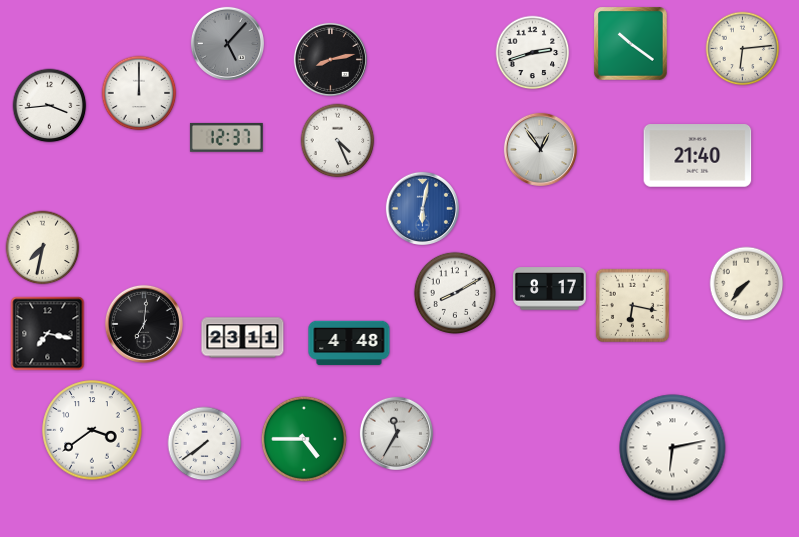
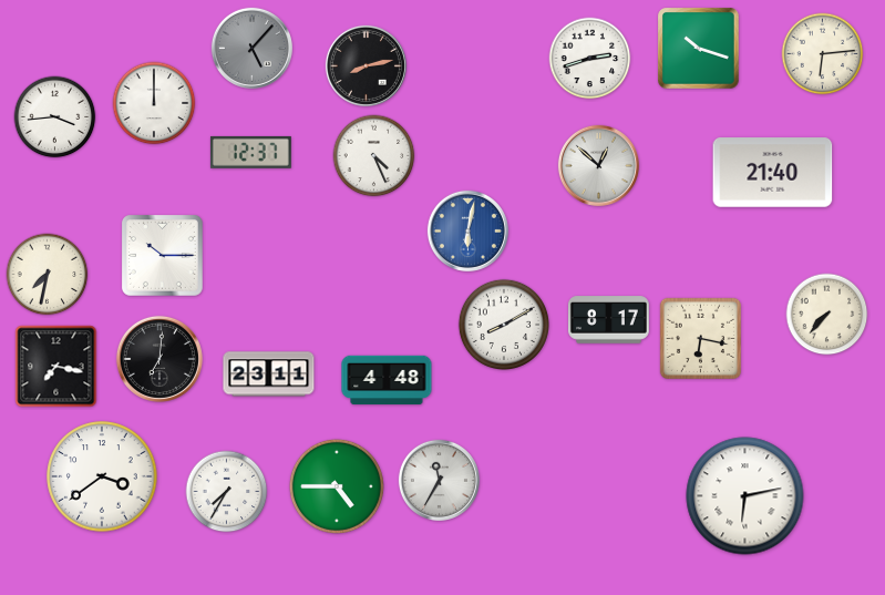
clock at (631, 44): 10:21 -> 10:18
clock at (540, 149): 12:54 -> 12:52
clock at (163, 256): none -> 10:15
clock at (48, 334) position: (48, 334) -> (56, 367)
clock at (205, 444): 7:39 -> 7:35
